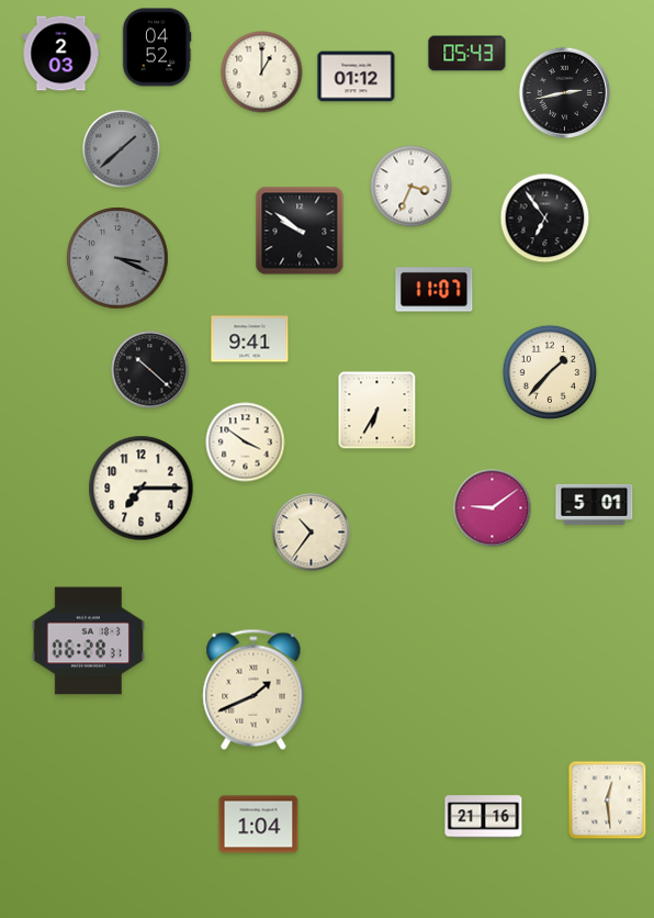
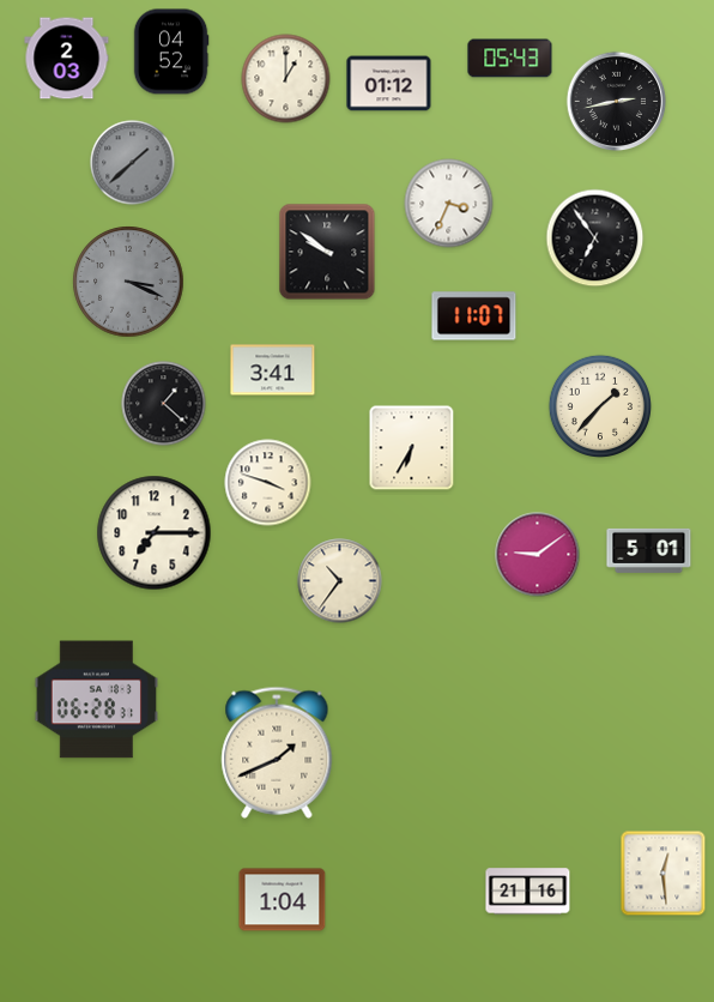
clock at (250, 339): 9:41 -> 3:41
clock at (150, 370): 10:22 -> 1:22
clock at (246, 443): 3:51 -> 3:48
